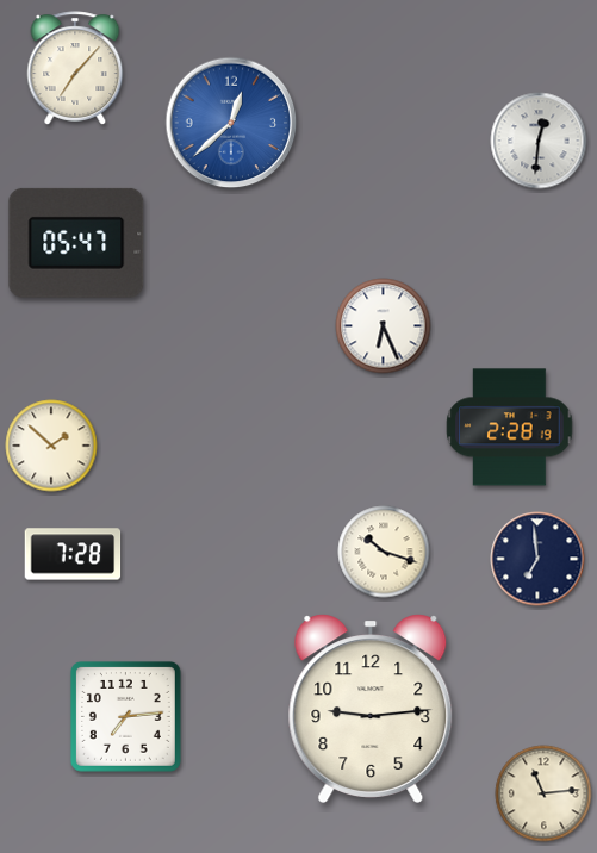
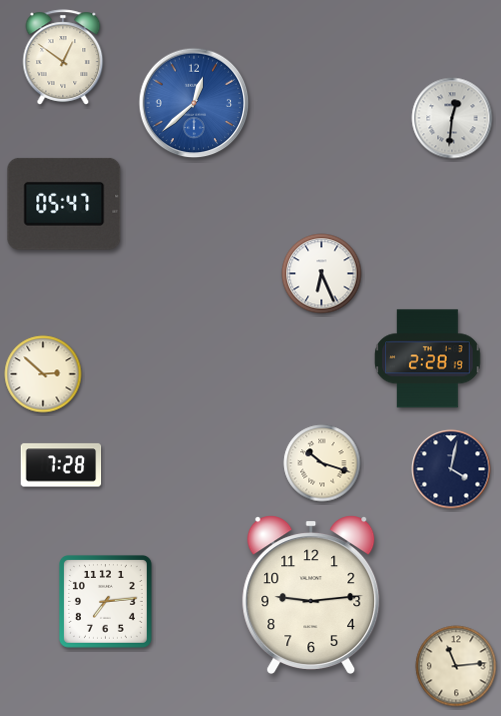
clock at (75, 68): 7:07 -> 12:51
clock at (51, 446): 1:52 -> 2:52
clock at (537, 559): 6:59 -> 4:02
